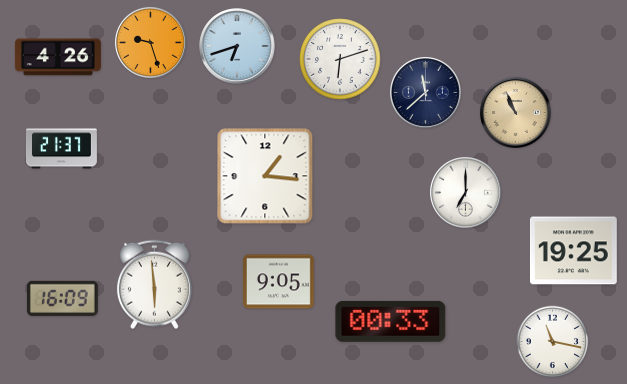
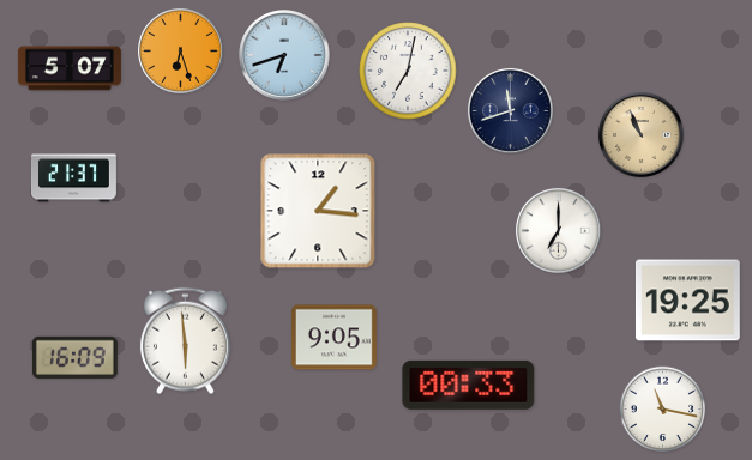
clock at (150, 42): 9:27 -> 6:27
clock at (58, 57): 4:26 -> 5:07
clock at (340, 59): 6:12 -> 7:02
clock at (425, 92): 11:38 -> 11:42
clock at (515, 112) position: (515, 112) -> (640, 134)
